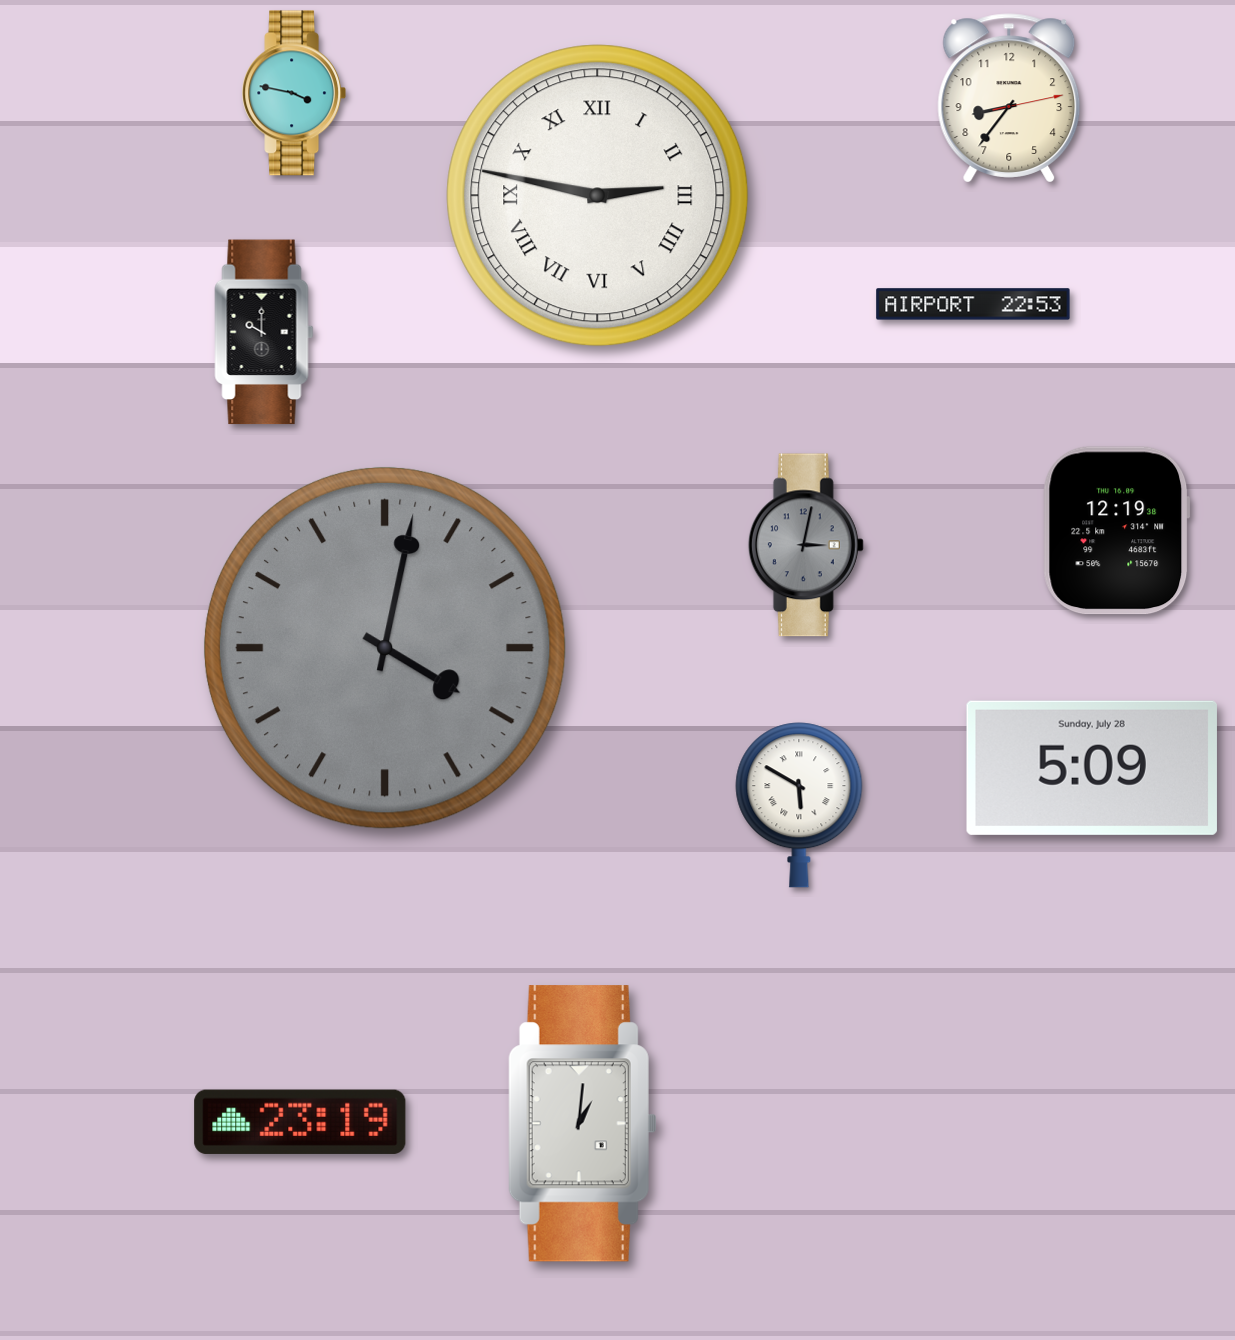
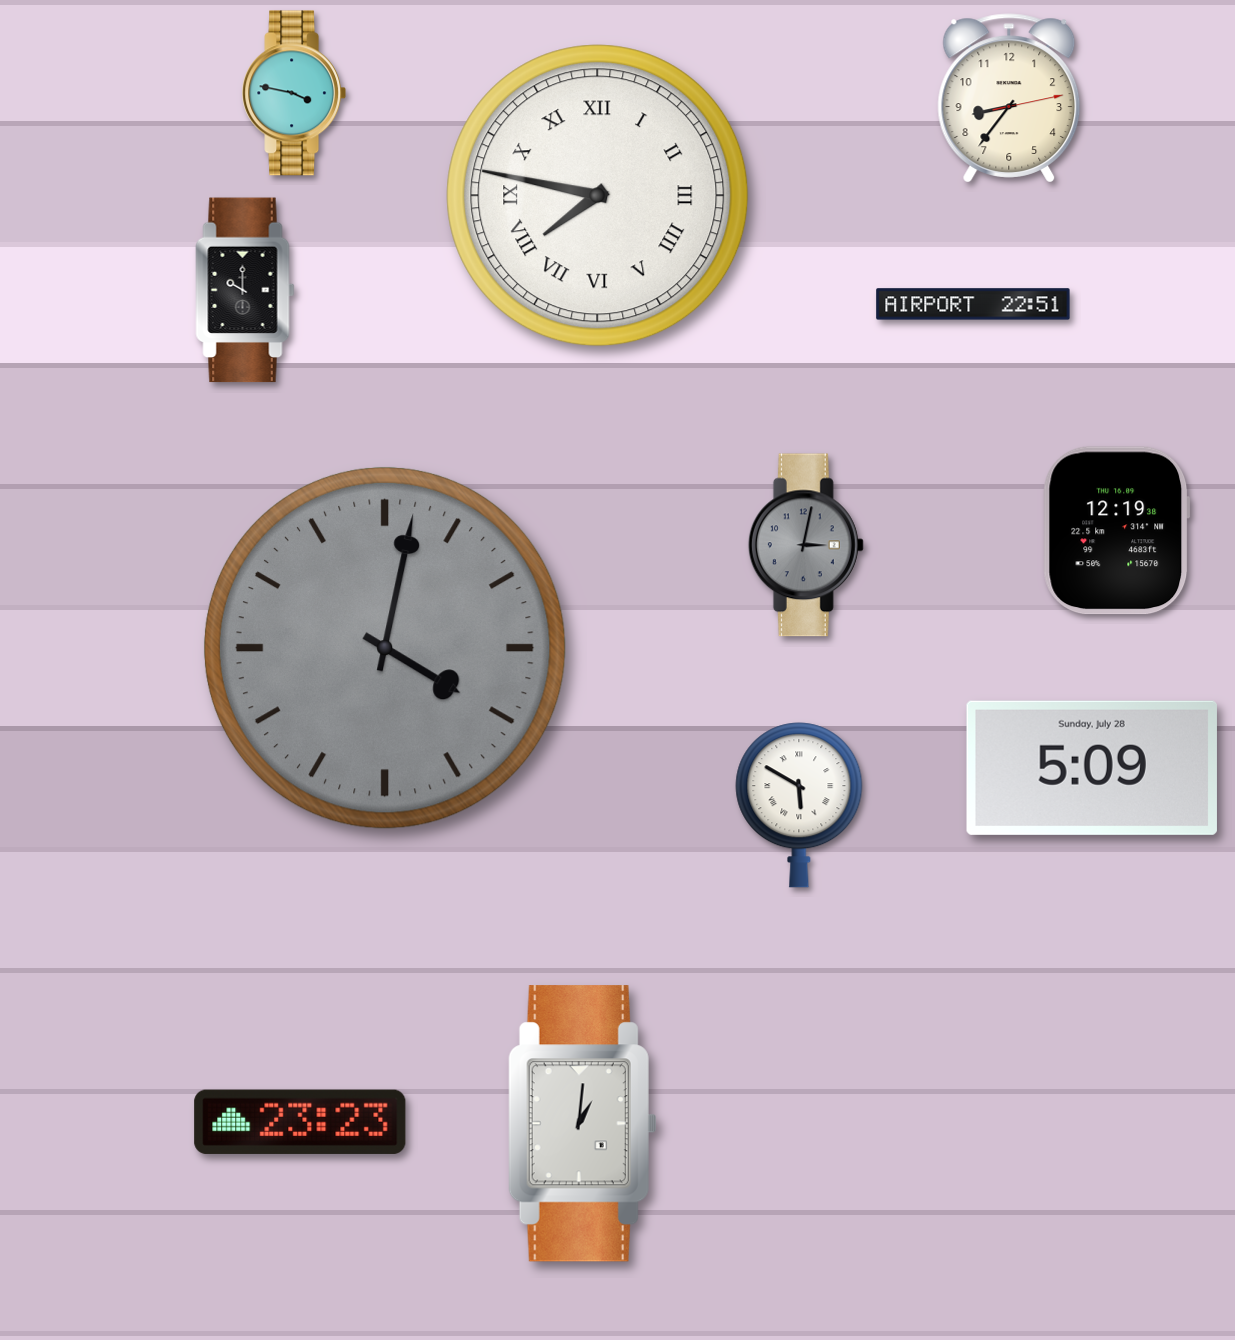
clock at (598, 196): 2:47 -> 7:47
clock at (973, 304): 22:53 -> 22:51
clock at (264, 332) position: (264, 332) -> (245, 290)
clock at (300, 1122): 23:19 -> 23:23
